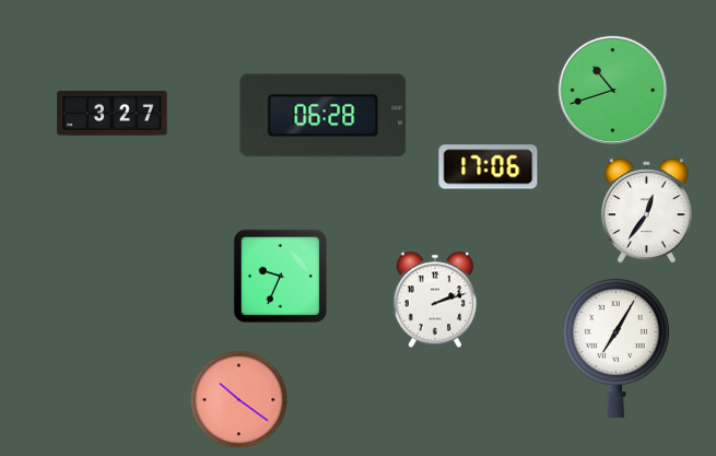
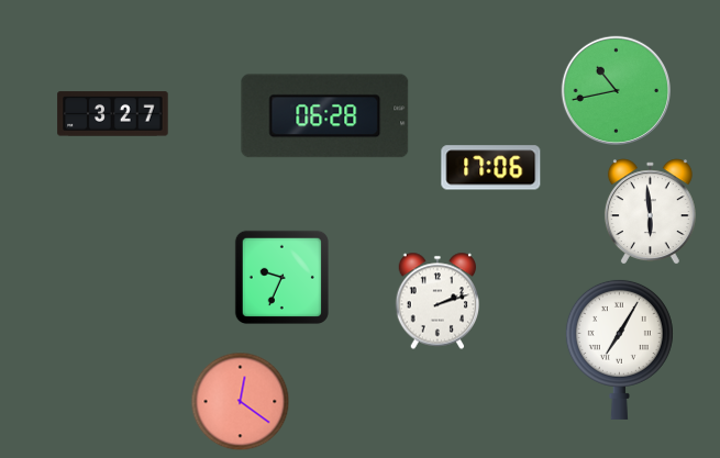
clock at (612, 90): 10:42 -> 10:43
clock at (646, 211): 12:36 -> 5:59
clock at (239, 400): 10:21 -> 12:21
